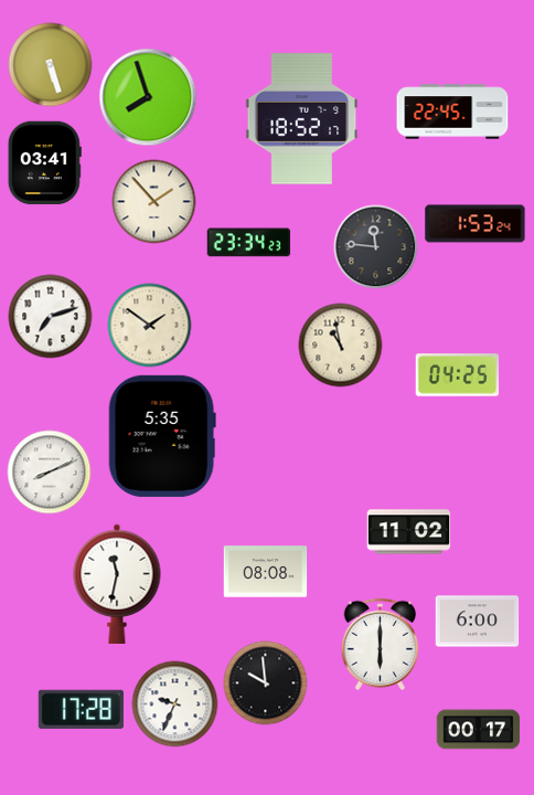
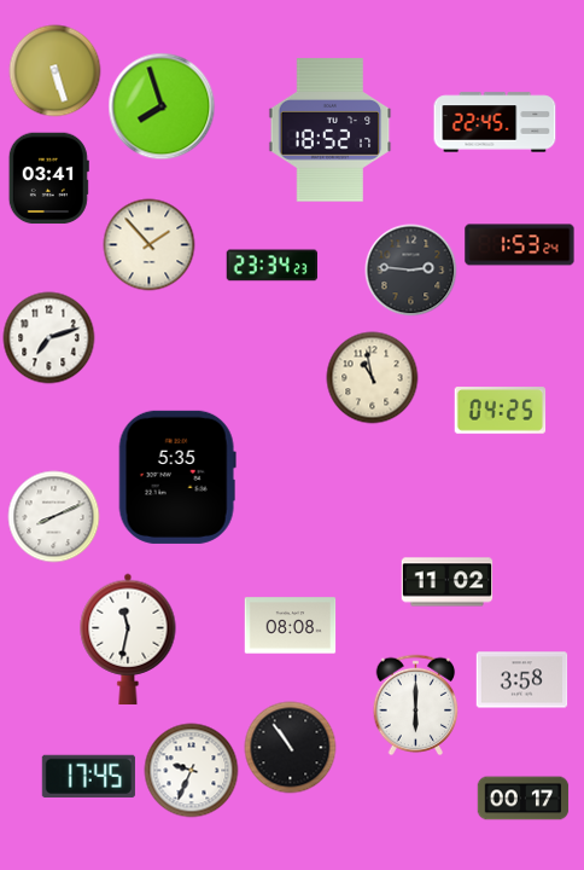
clock at (154, 202) position: (154, 202) -> (150, 245)
clock at (376, 247): 11:46 -> 2:46
clock at (51, 317) position: (51, 317) -> (49, 338)
clock at (150, 326): 1:51 -> none
clock at (478, 622): 6:00 -> 3:58
clock at (266, 683): 9:59 -> 10:54
clock at (81, 709): 17:28 -> 17:45
